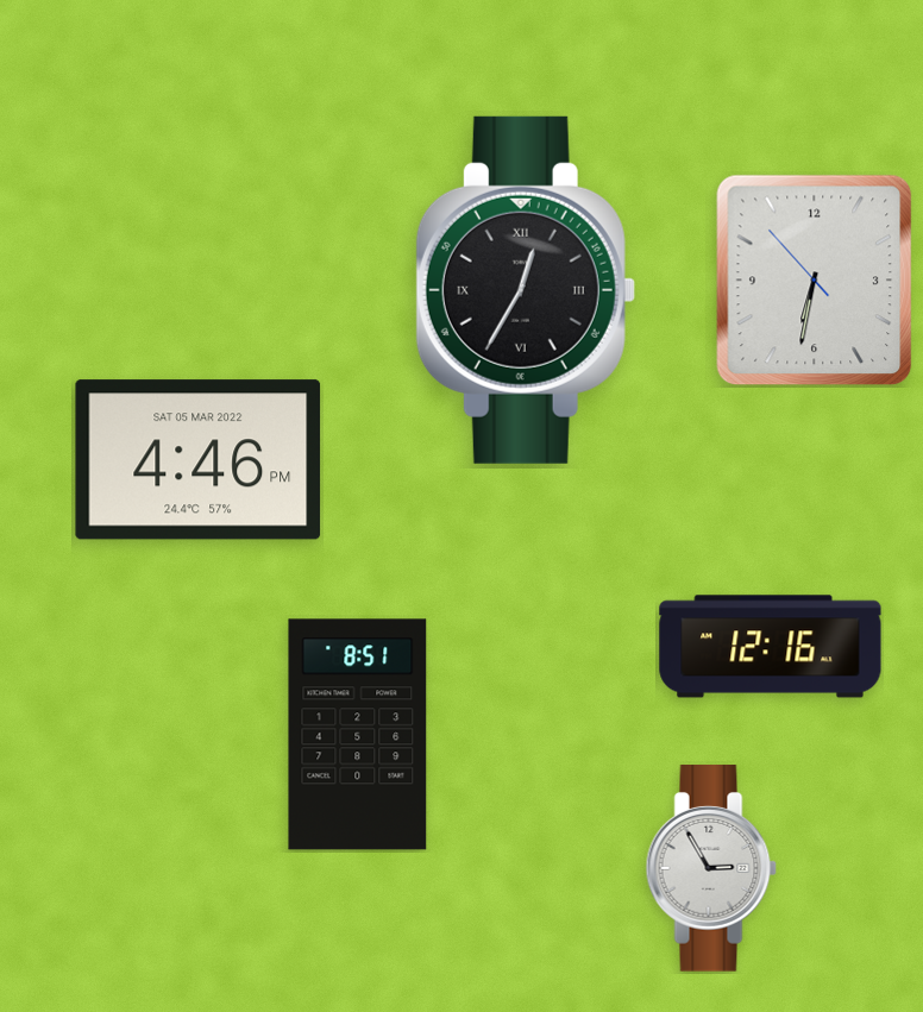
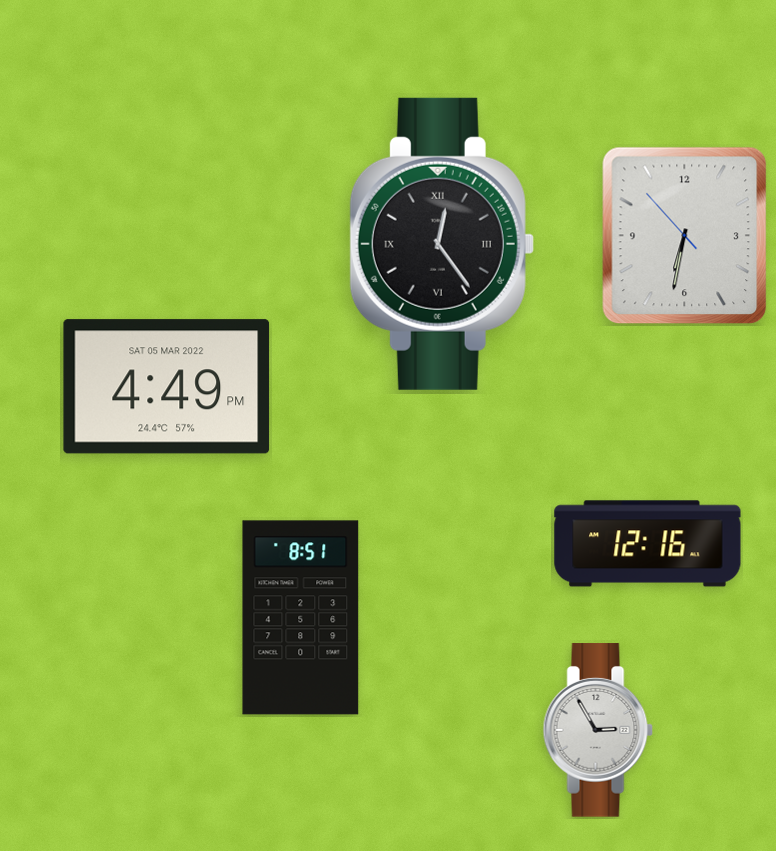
clock at (526, 290): 12:35 -> 12:24
clock at (199, 460): 4:46 -> 4:49
